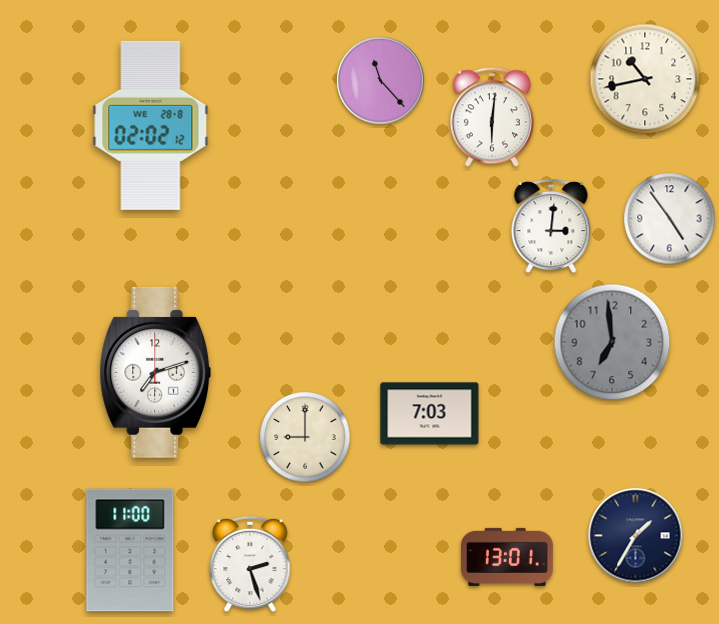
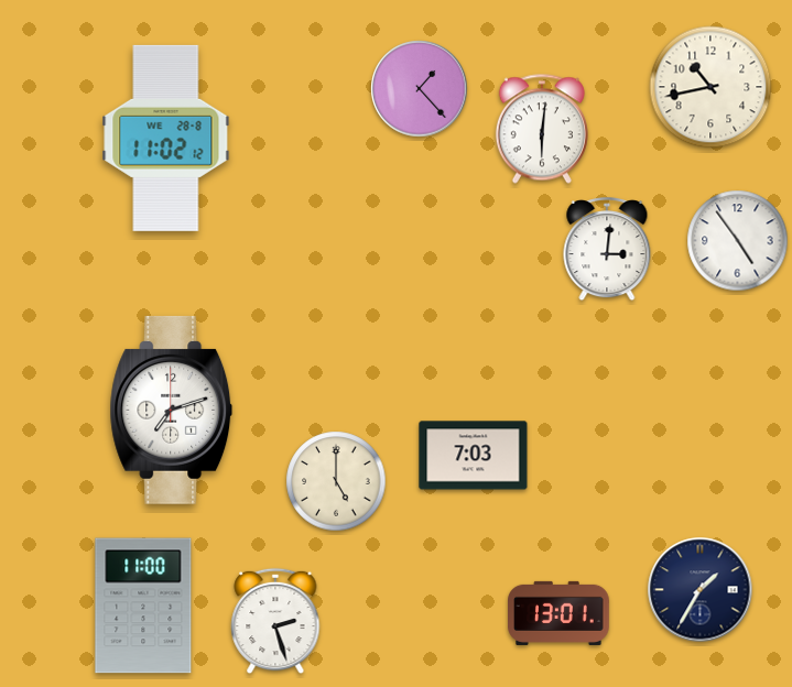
clock at (381, 81): 11:23 -> 1:23
clock at (151, 125): 02:02 -> 11:02
clock at (612, 342): 6:59 -> none
clock at (305, 437): 9:00 -> 5:00
